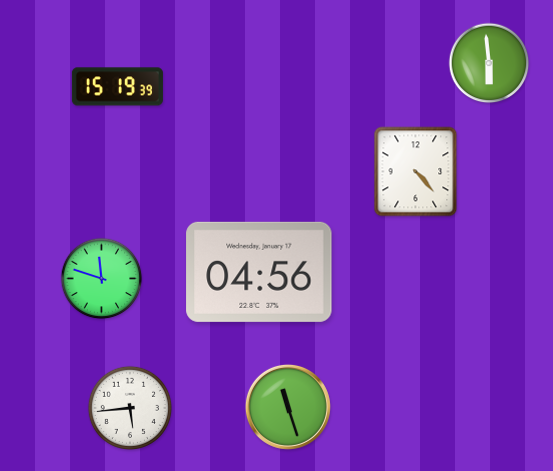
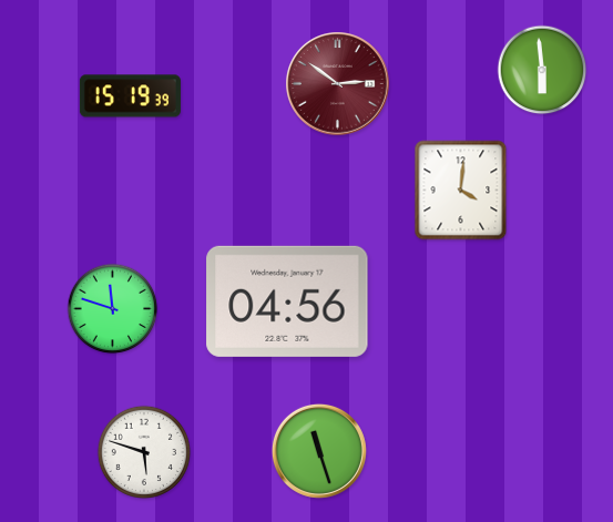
clock at (338, 84): none -> 2:51
clock at (416, 172): 4:23 -> 4:01
clock at (129, 407): 5:44 -> 5:48
